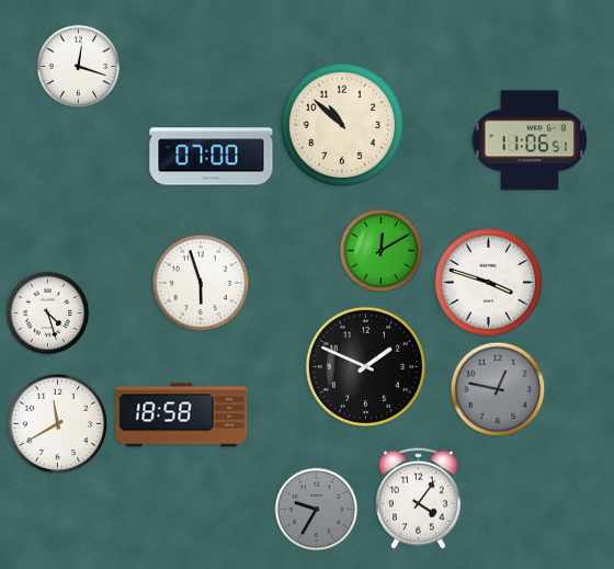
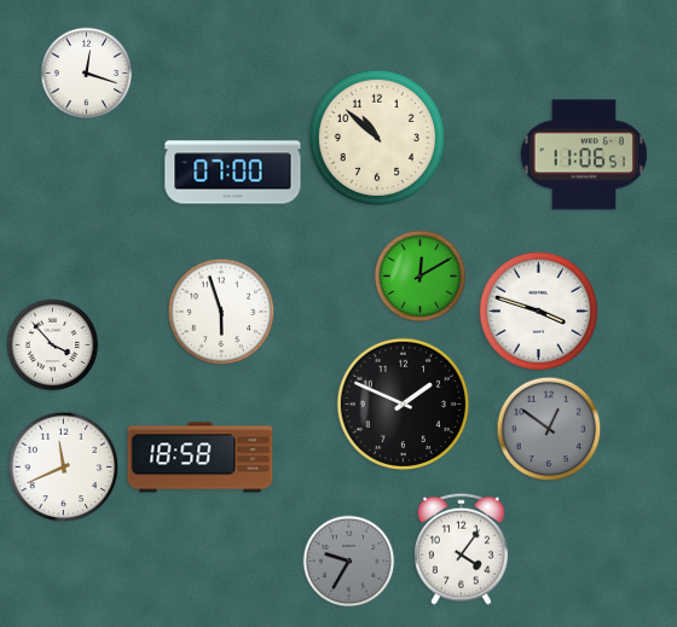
clock at (48, 314): 4:27 -> 3:53
clock at (498, 389): 12:47 -> 12:51
clock at (58, 424): 11:40 -> 11:41
